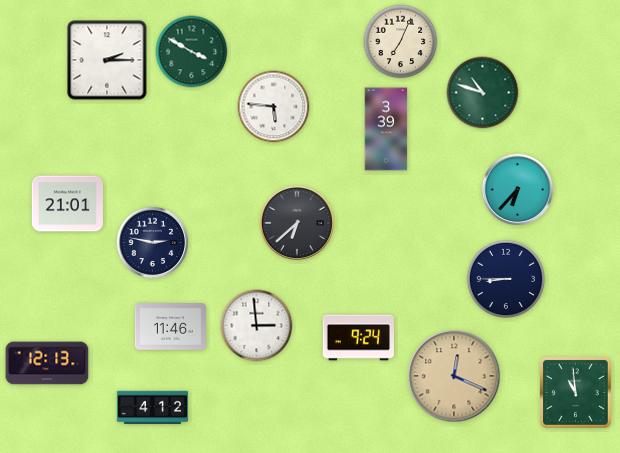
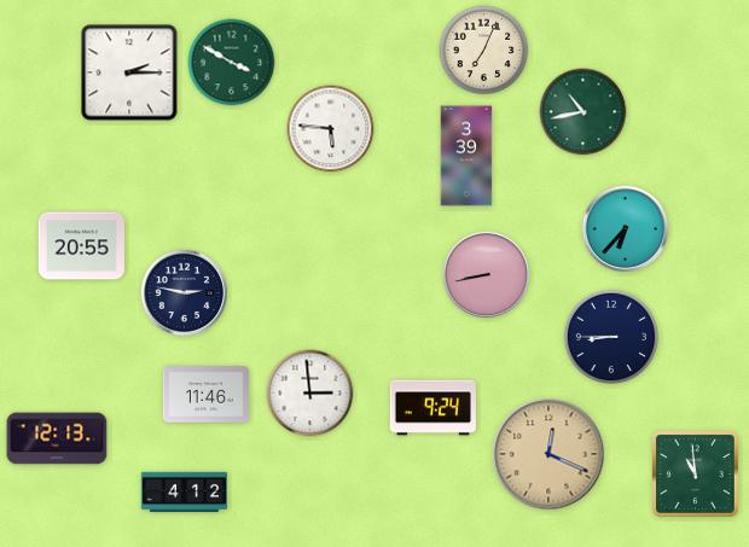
clock at (483, 93): 10:48 -> 10:43
clock at (67, 204): 21:01 -> 20:55
clock at (297, 223): 6:38 -> none
clock at (486, 274): none -> 8:43
